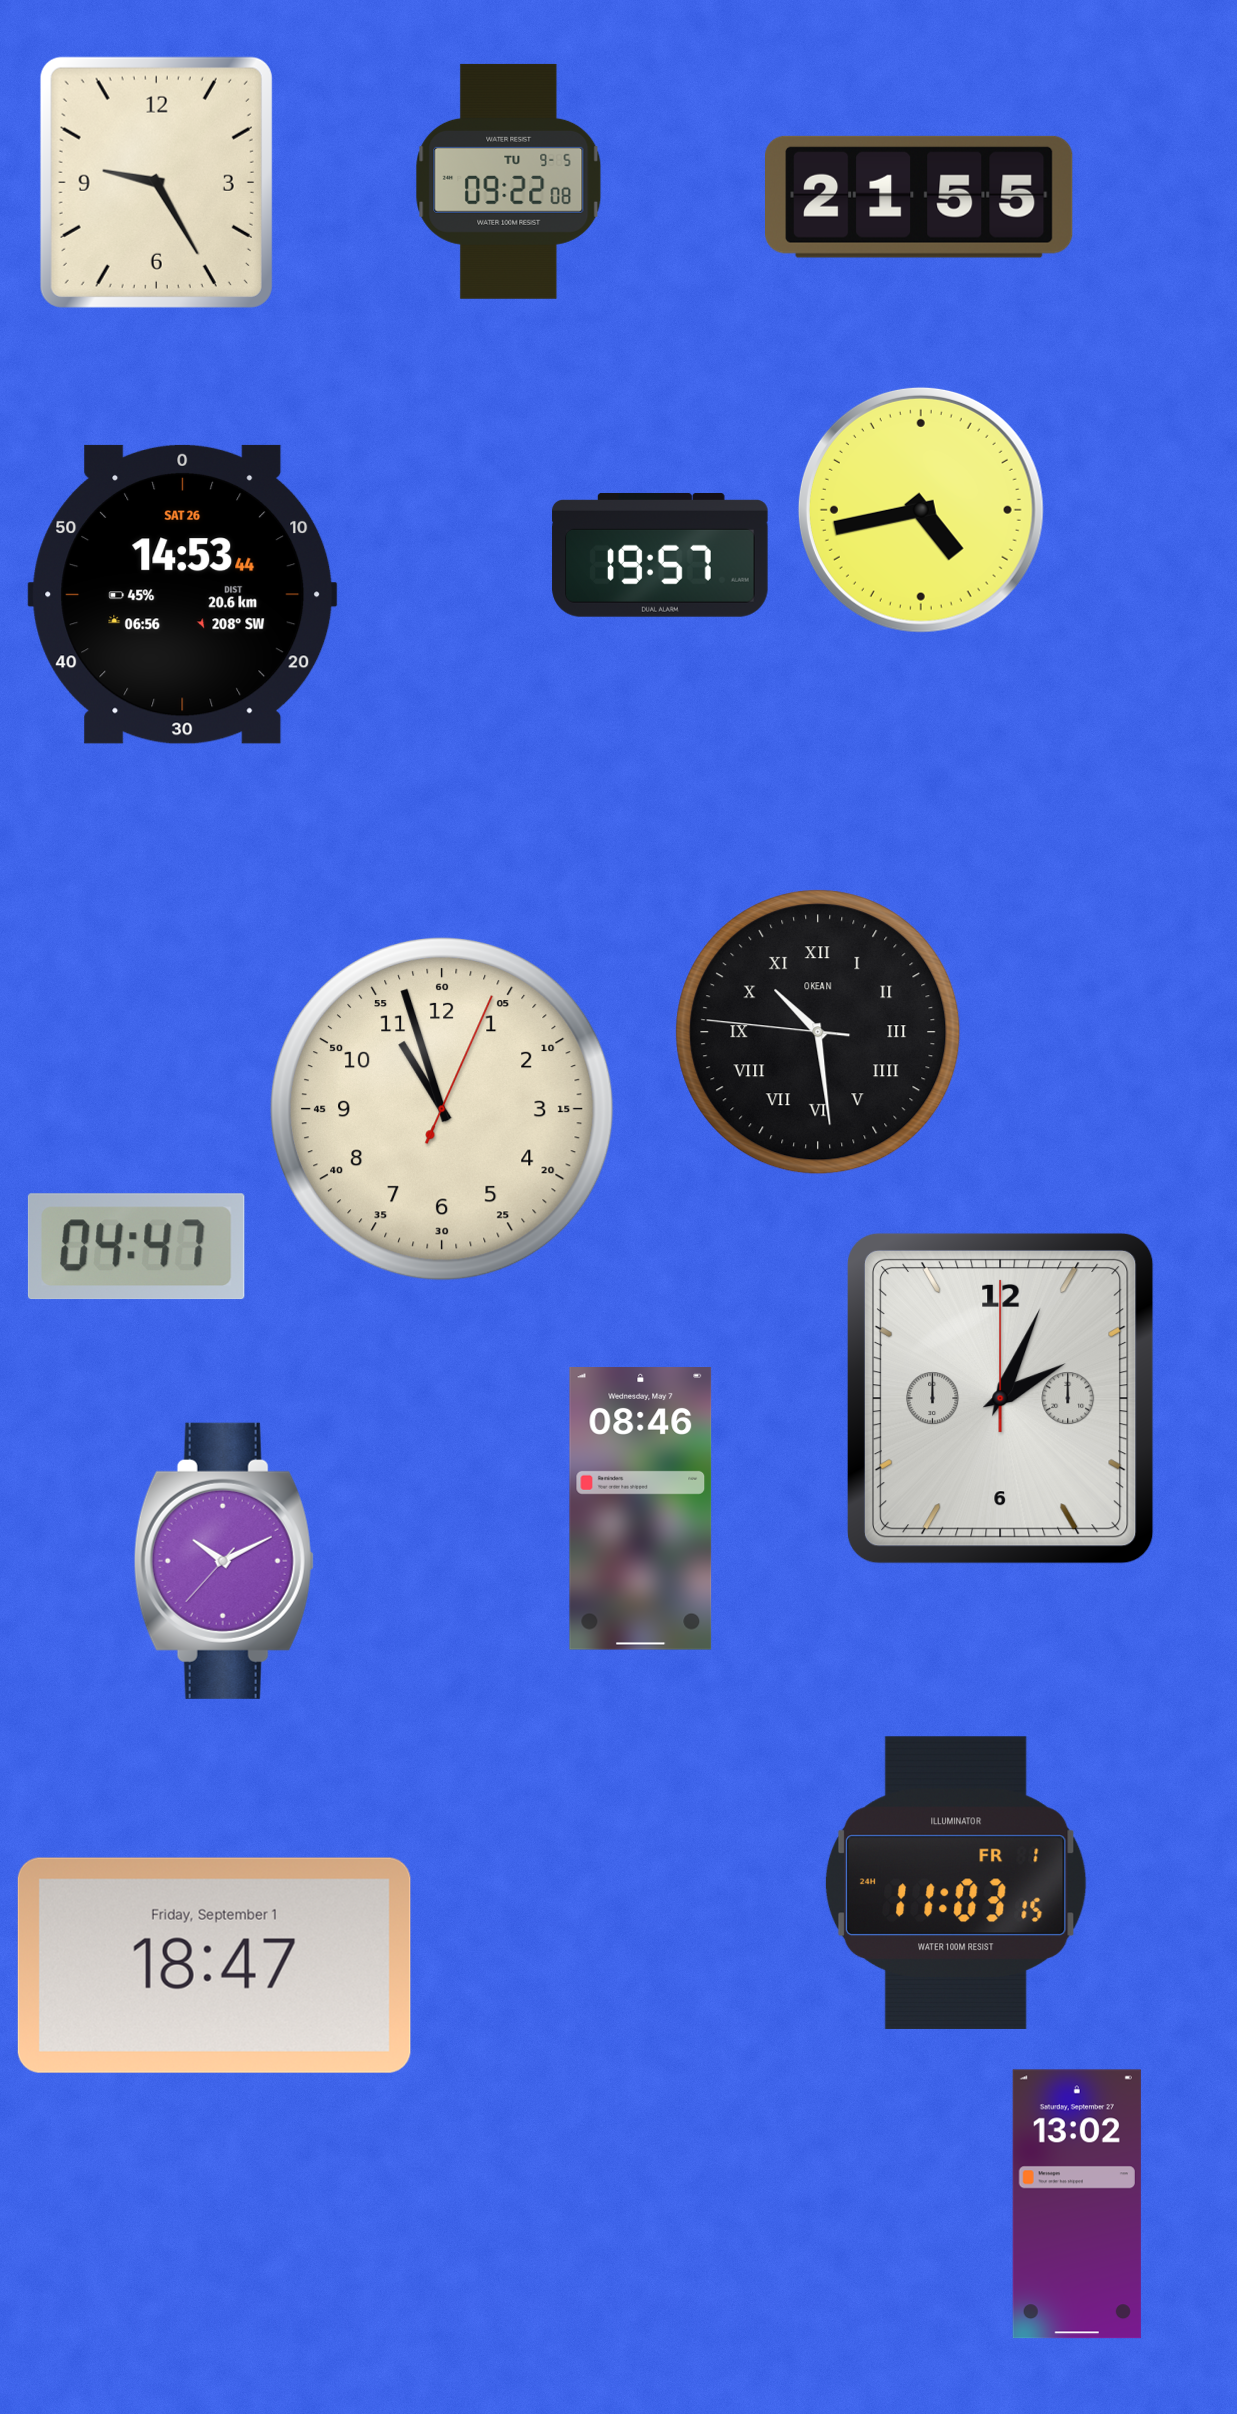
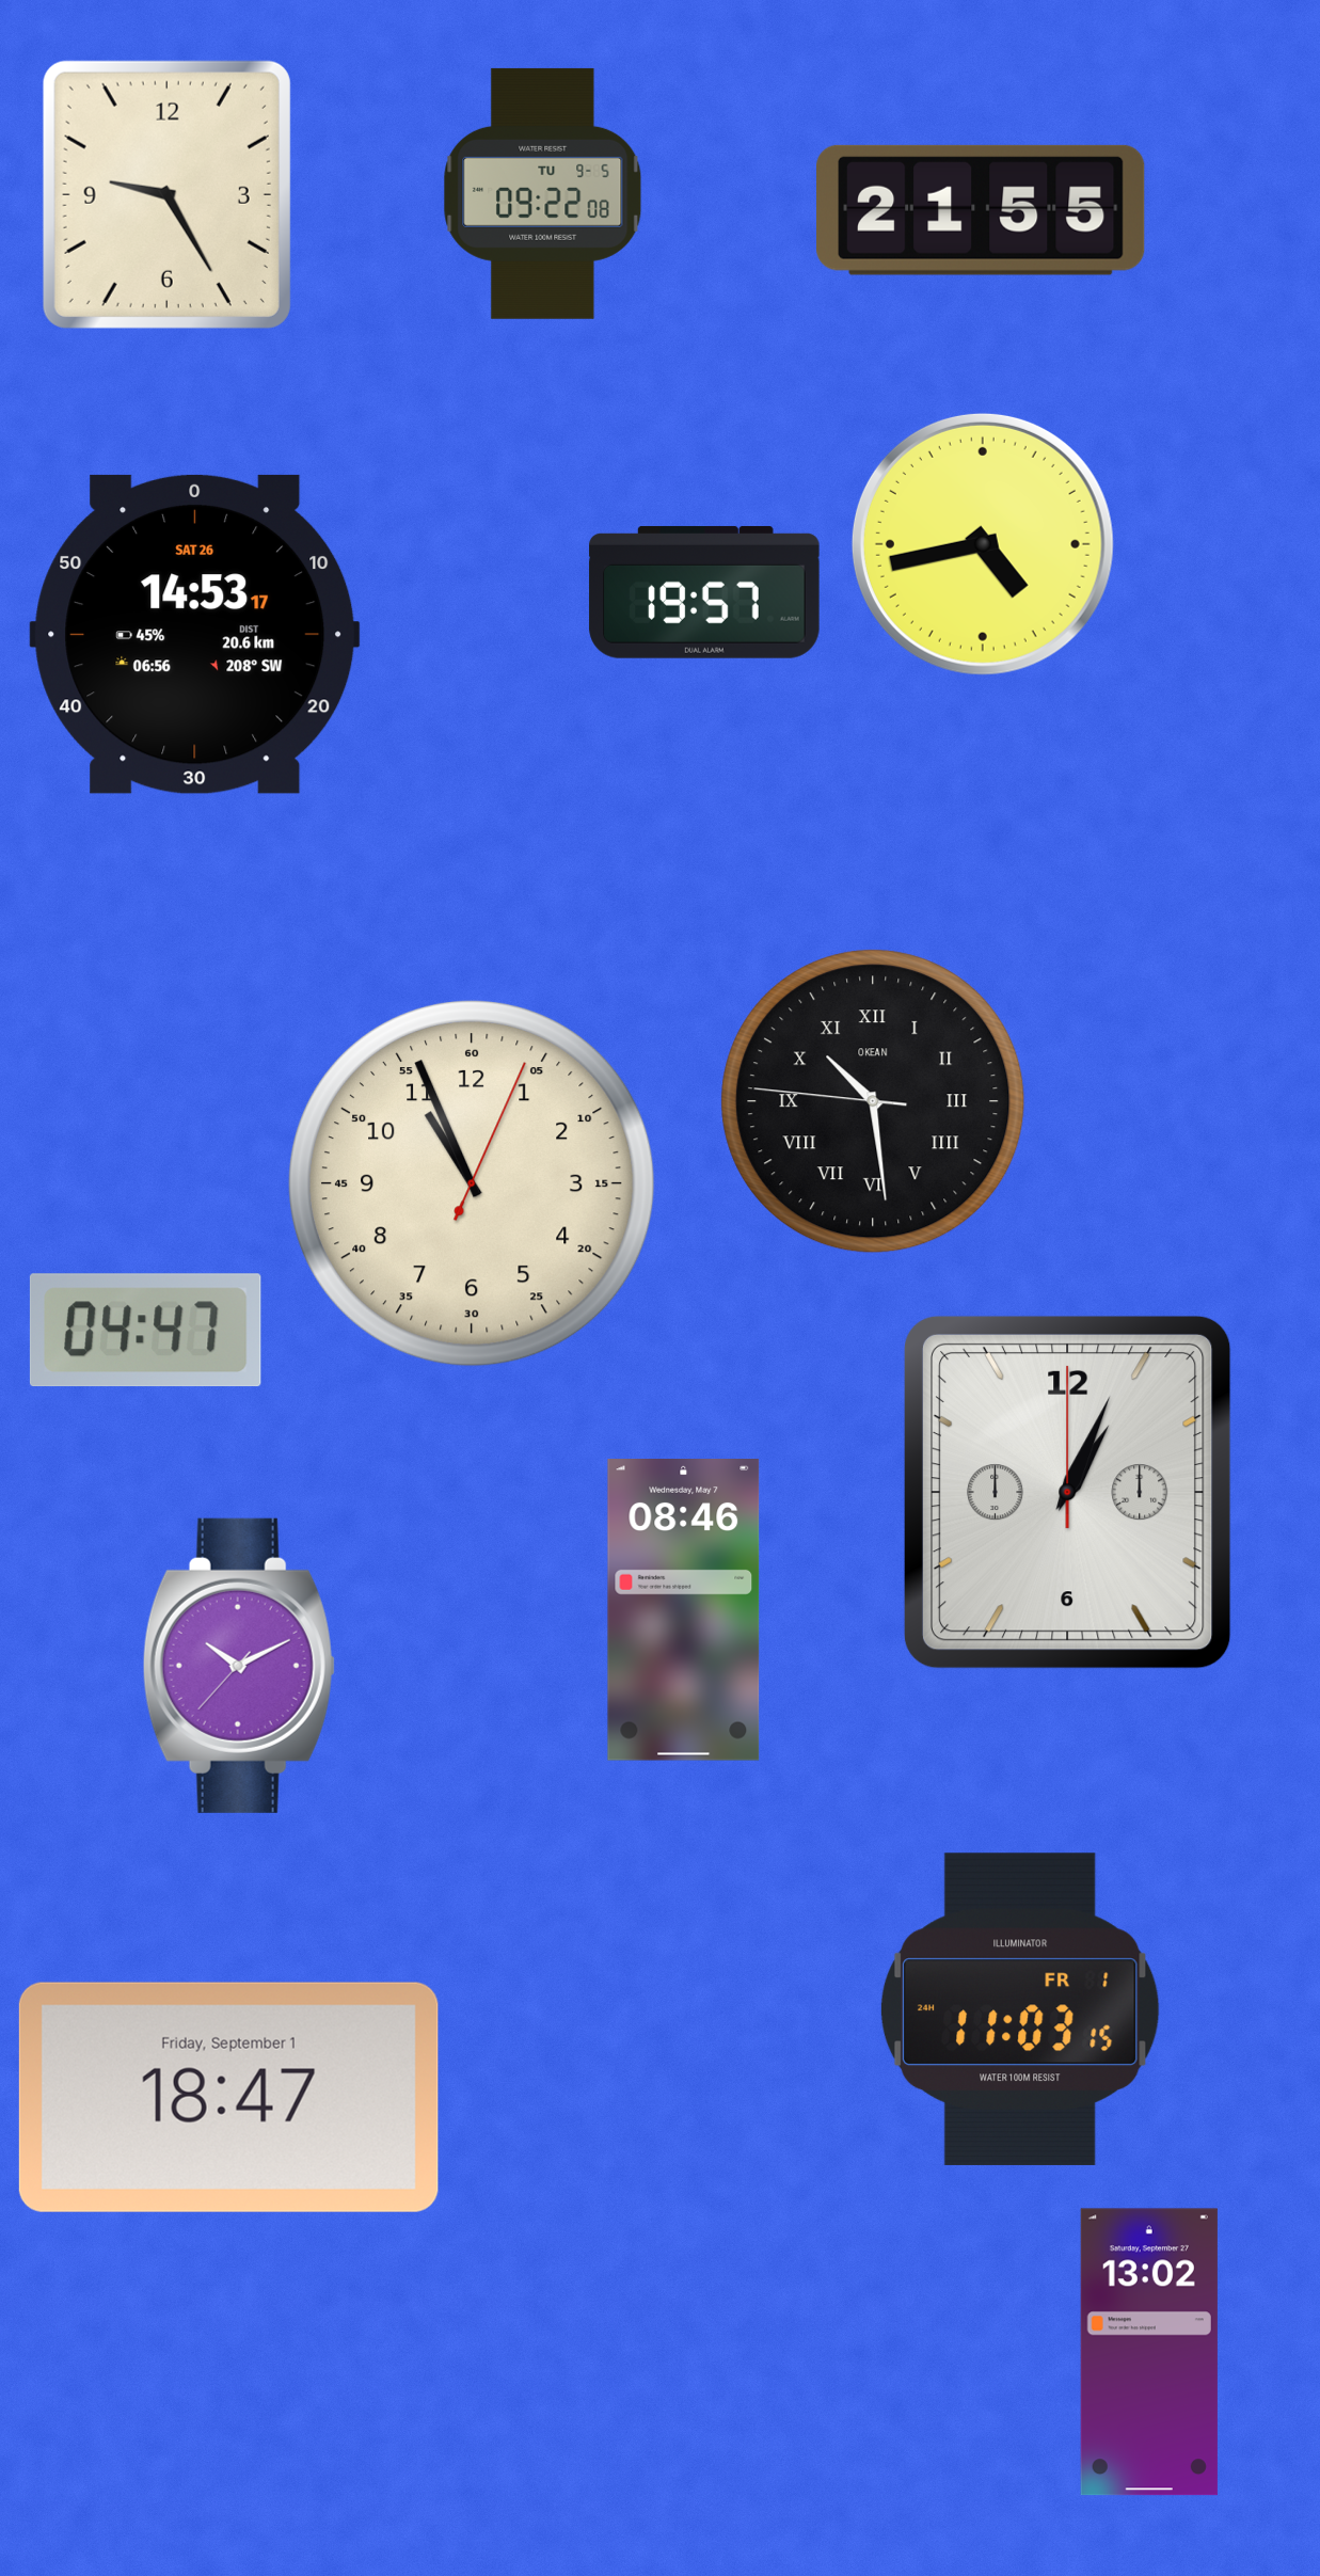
clock at (183, 594): 14:53:44 -> 14:53:17
clock at (442, 1109): 10:57 -> 10:56
clock at (1000, 1398): 2:04 -> 1:04
